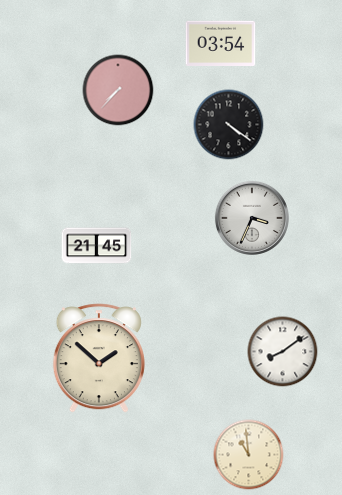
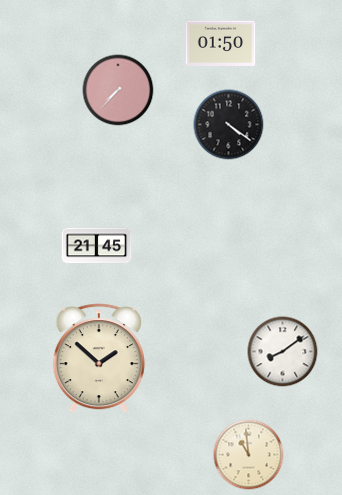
clock at (221, 43): 03:54 -> 01:50
clock at (252, 218): 3:34 -> none
